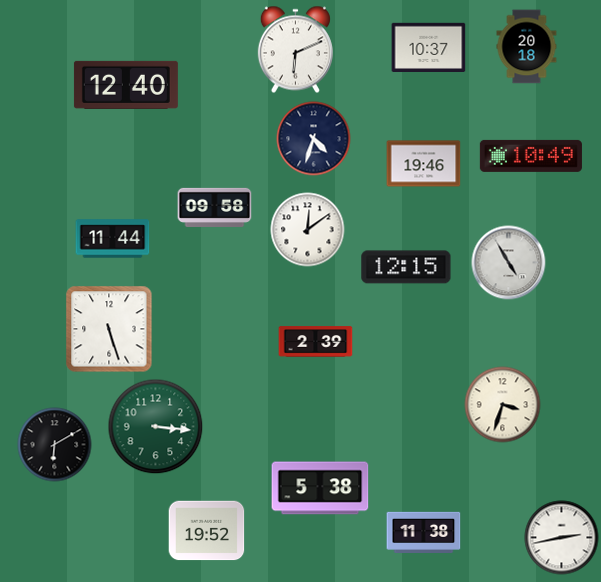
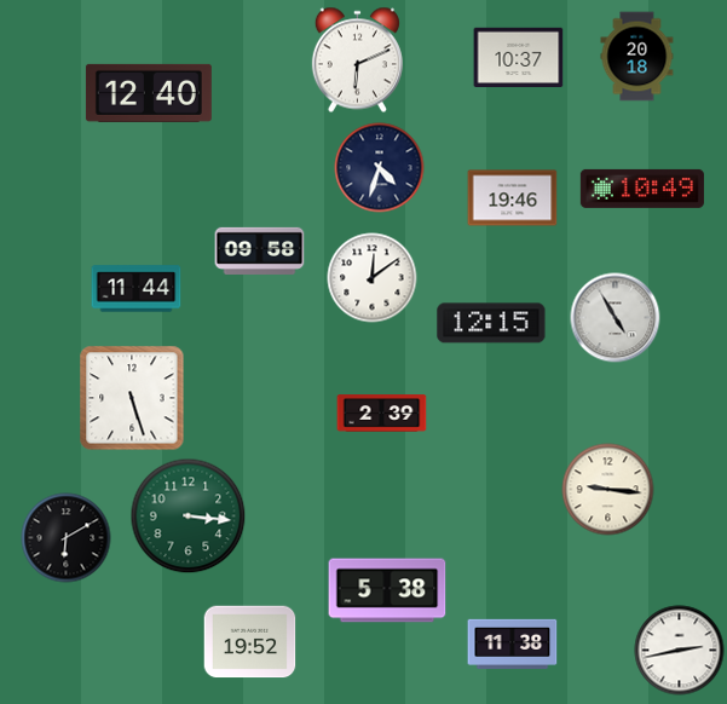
clock at (126, 85) position: (126, 85) -> (149, 93)
clock at (503, 405): 3:33 -> 9:16
